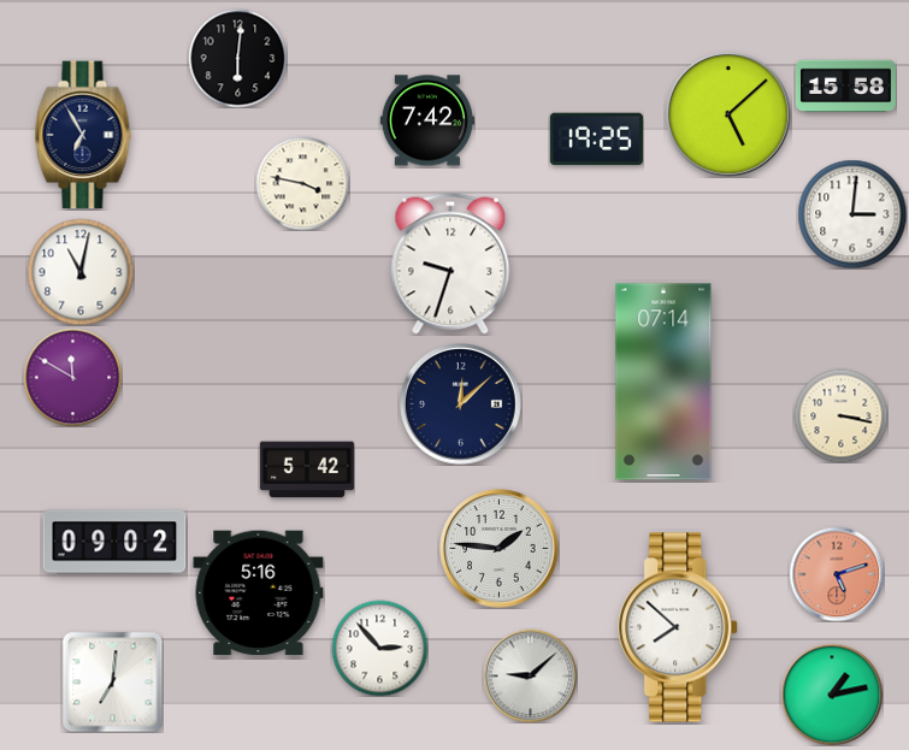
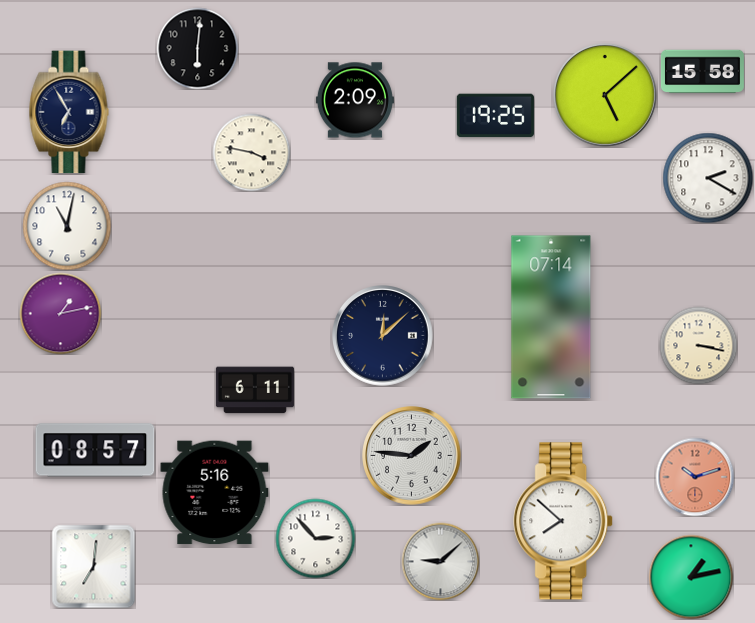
clock at (427, 120): 7:42 -> 2:09
clock at (852, 214): 3:01 -> 2:20
clock at (450, 264): 9:33 -> none
clock at (72, 377): 11:50 -> 1:13
clock at (307, 470): 5:42 -> 6:11
clock at (114, 542): 09:02 -> 08:57
clock at (500, 549) position: (500, 549) -> (412, 456)
clock at (837, 574): 5:12 -> 10:12
